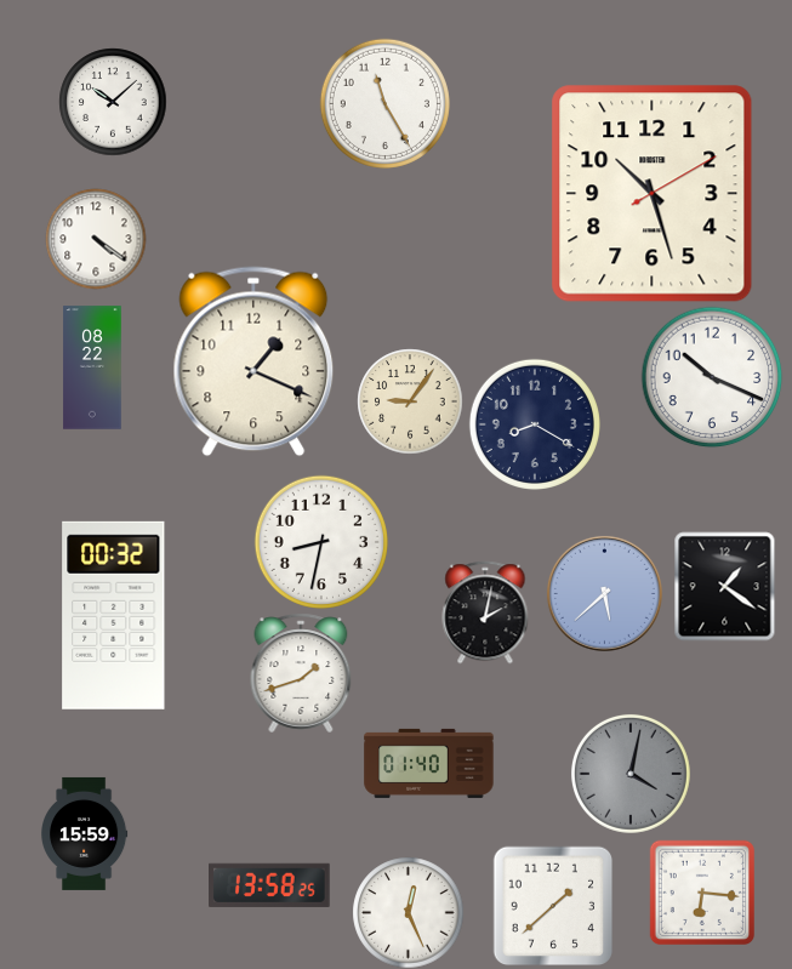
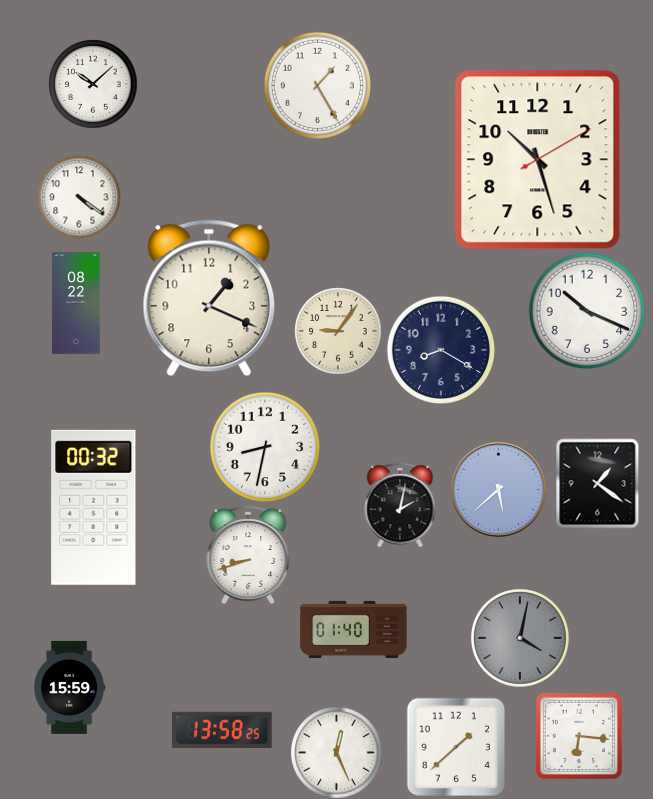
clock at (384, 103): 11:25 -> 1:25
clock at (301, 673): 1:42 -> 8:42
